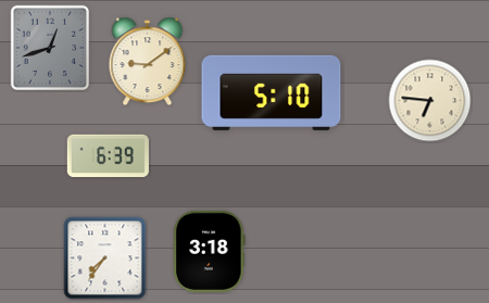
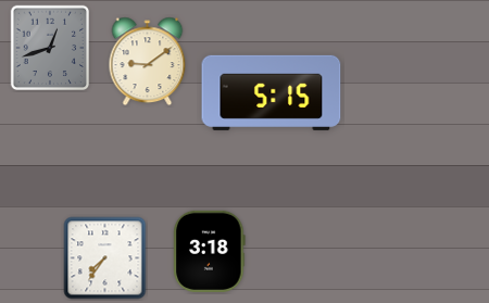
clock at (272, 92): 5:10 -> 5:15
clock at (430, 101): 6:46 -> none
clock at (108, 156): 6:39 -> none
